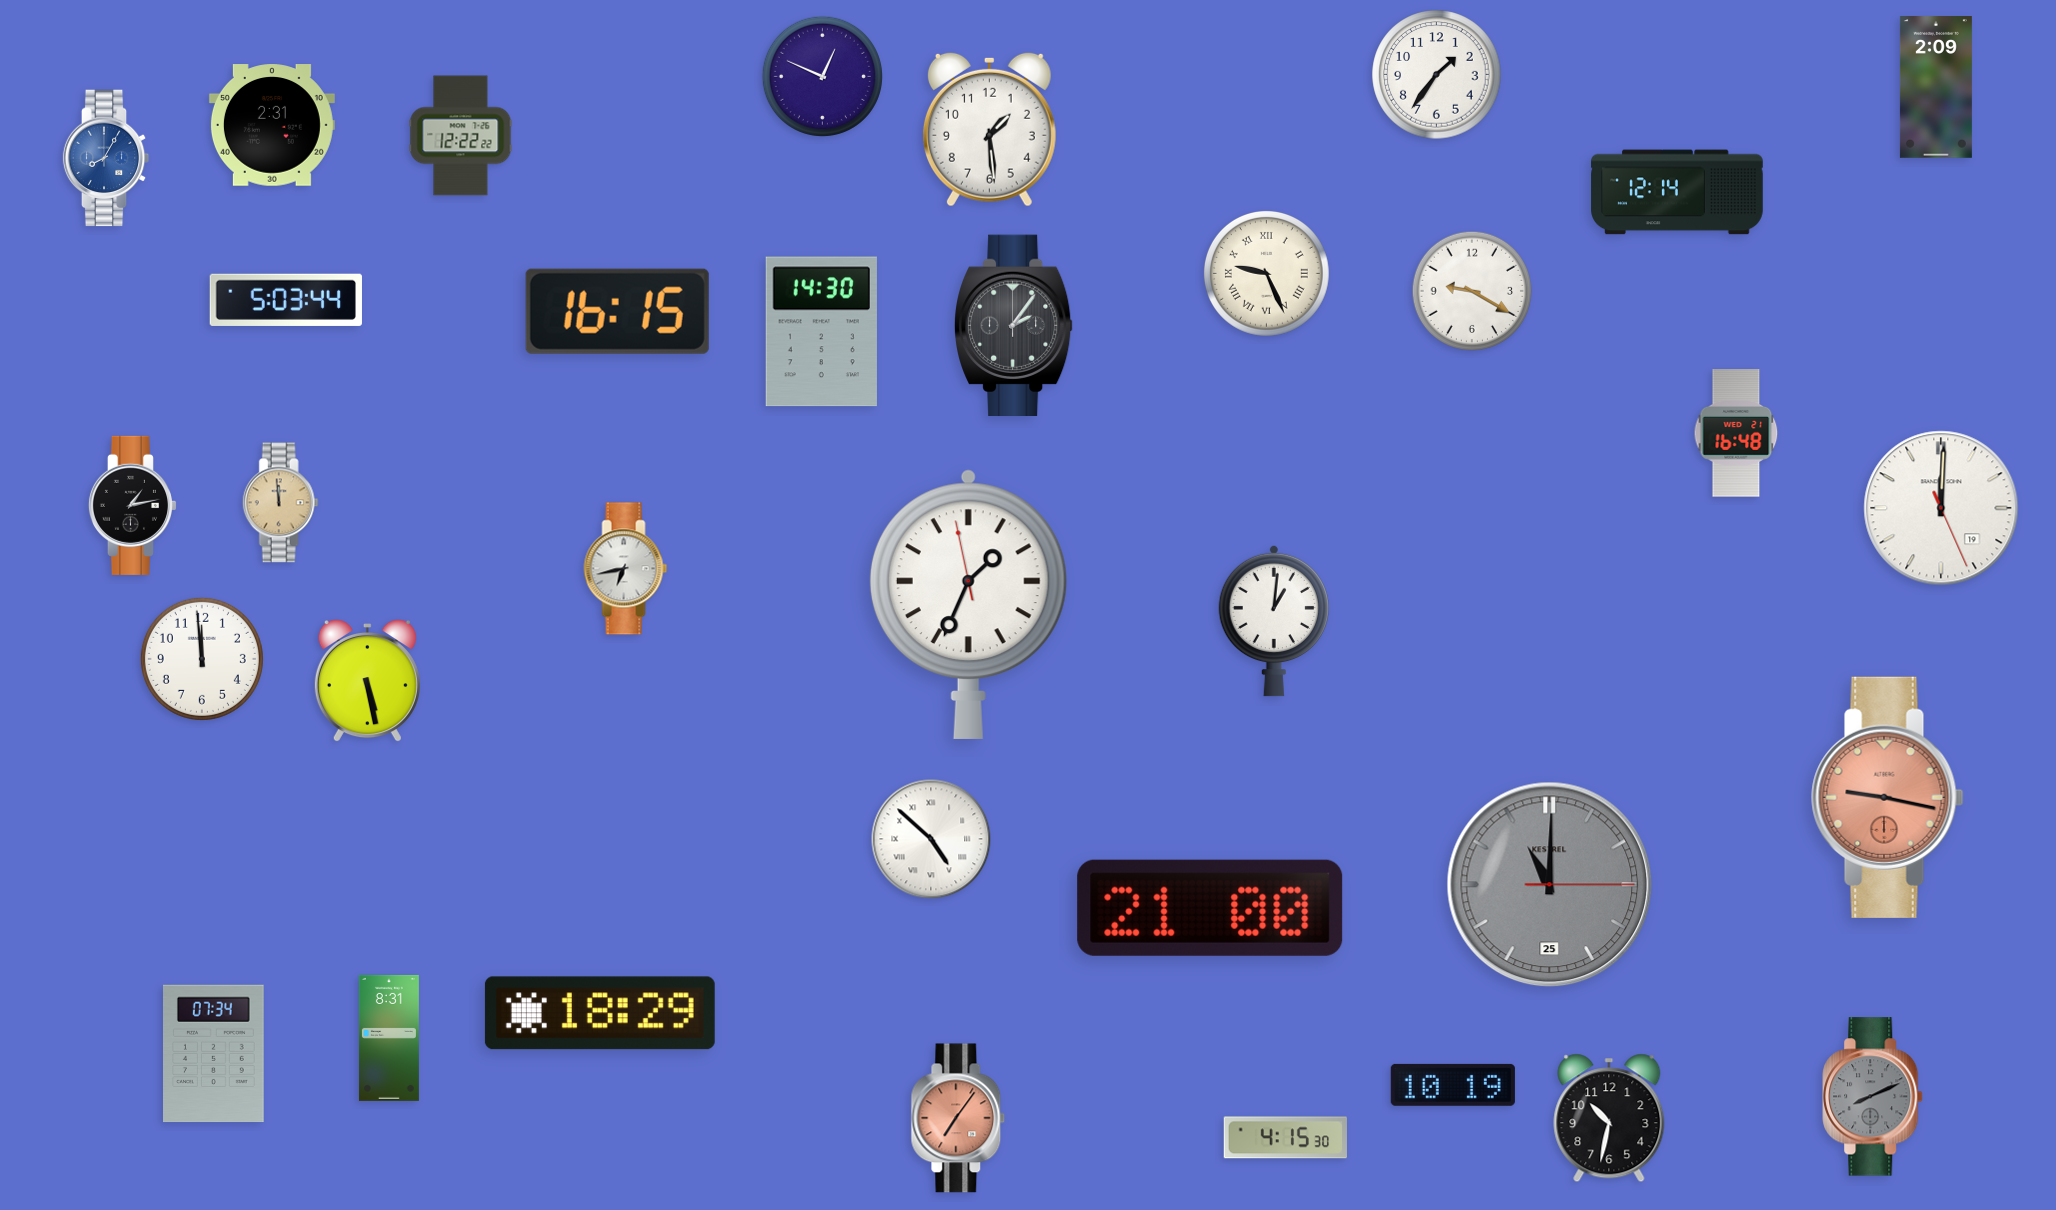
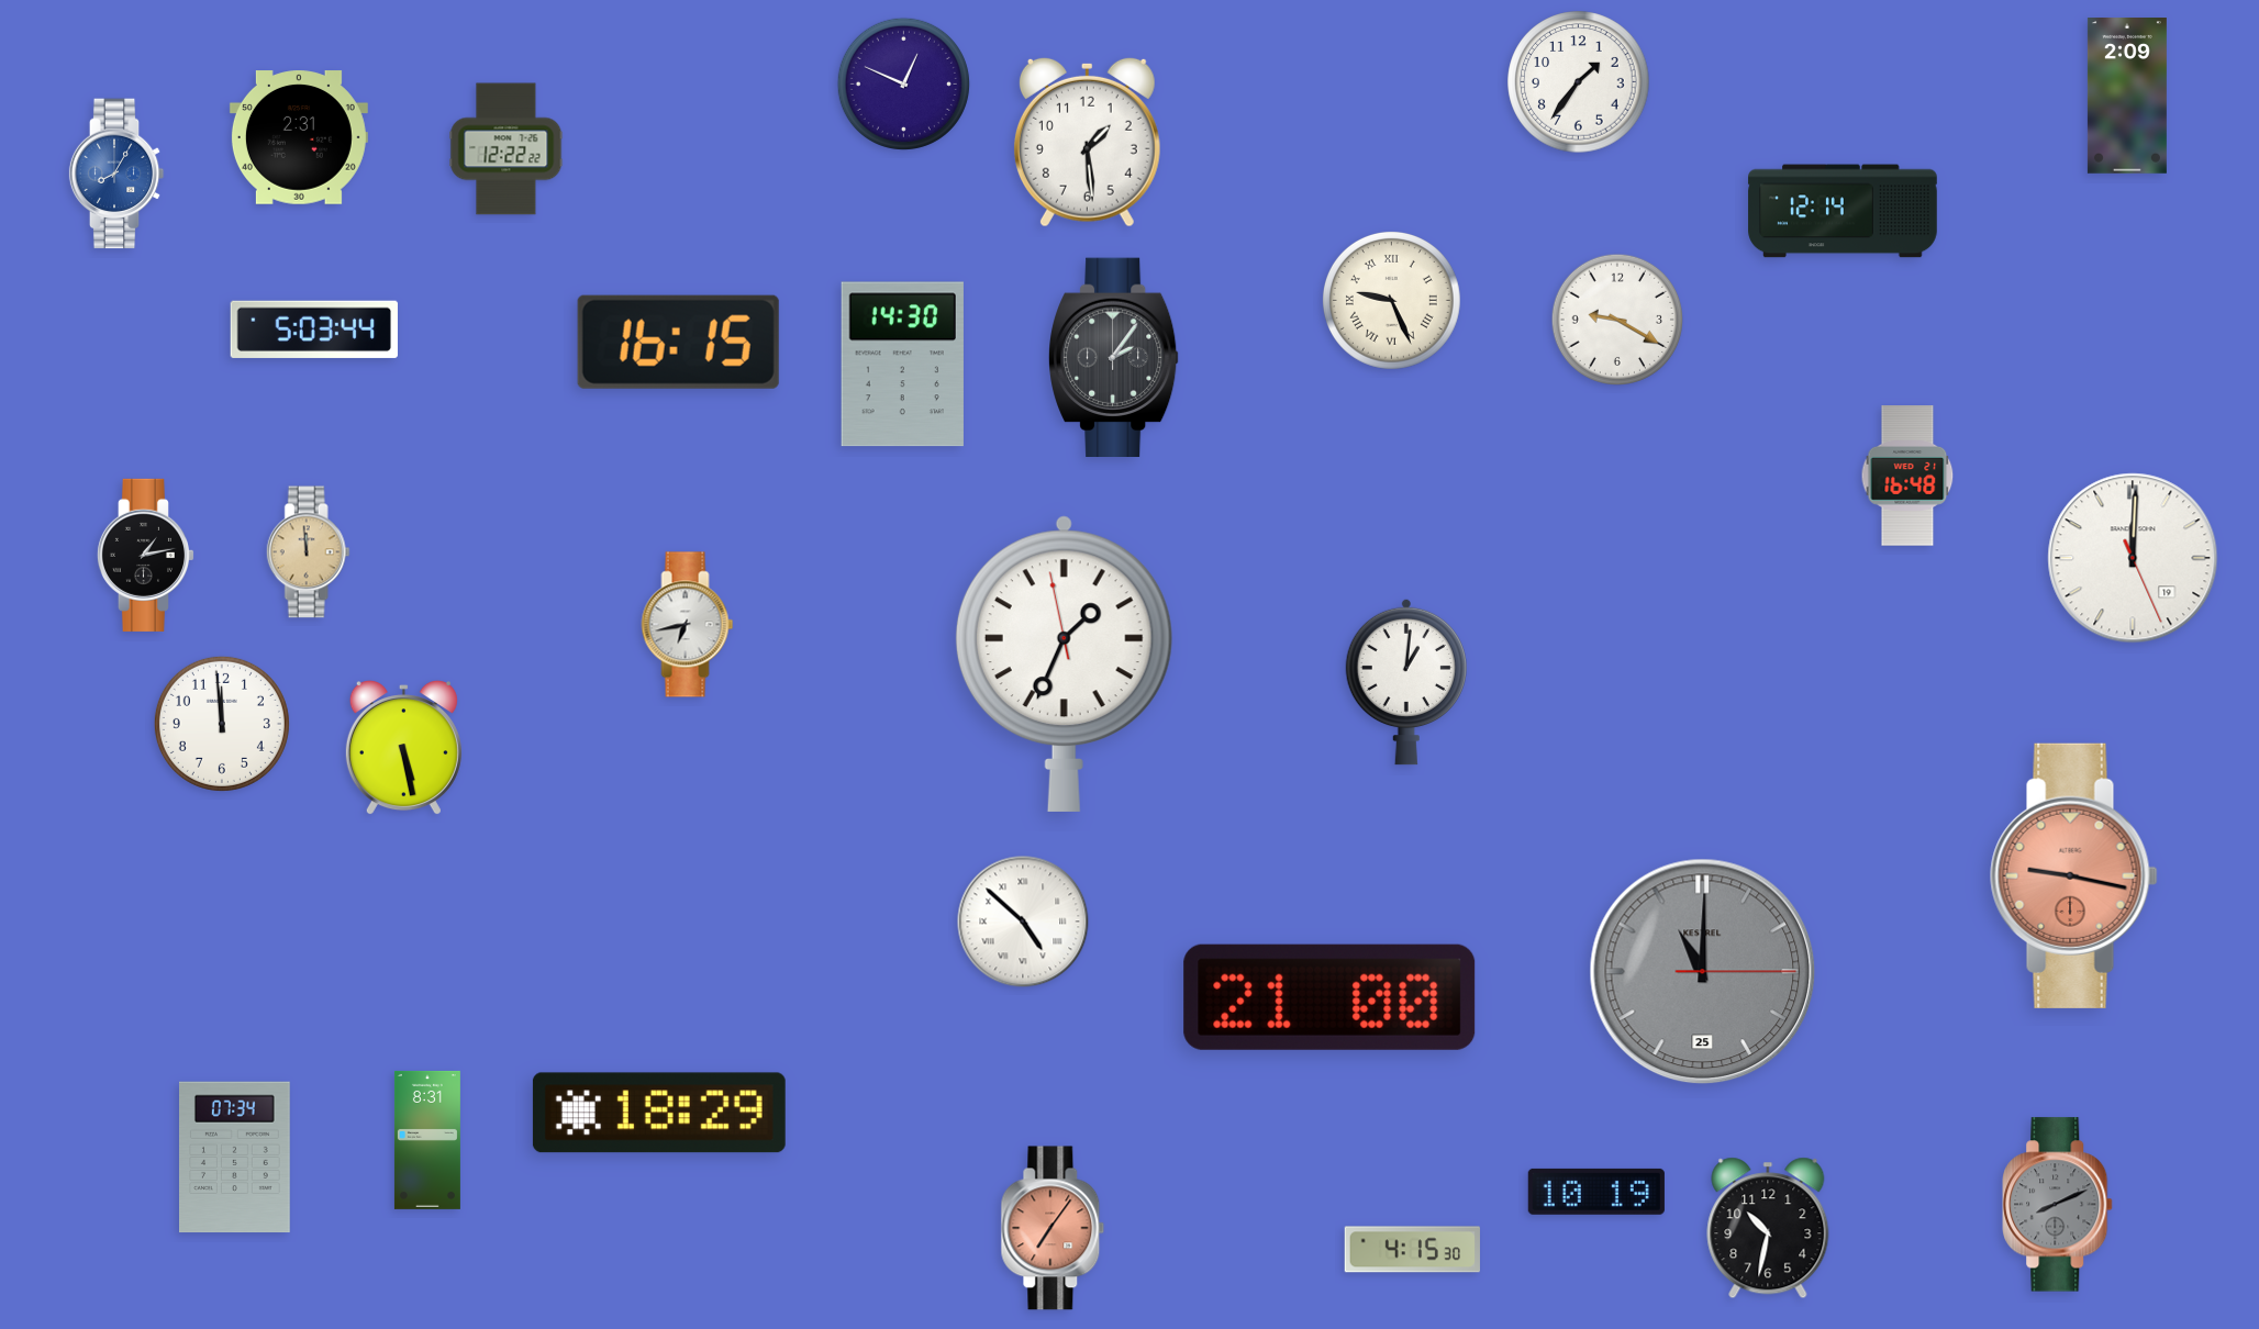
clock at (1274, 621) position: (1274, 621) -> (1406, 682)
